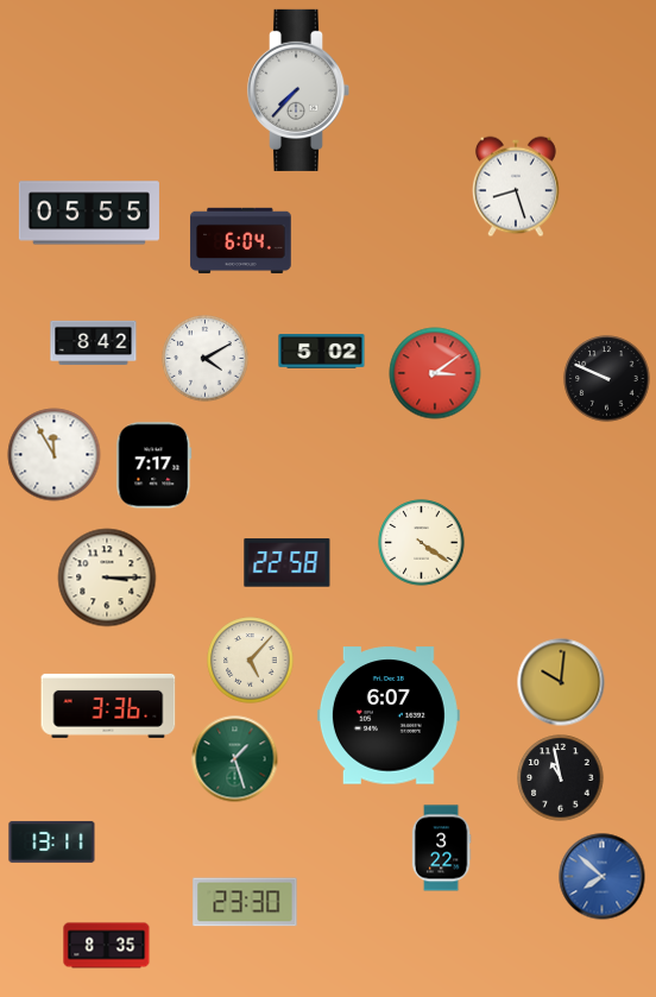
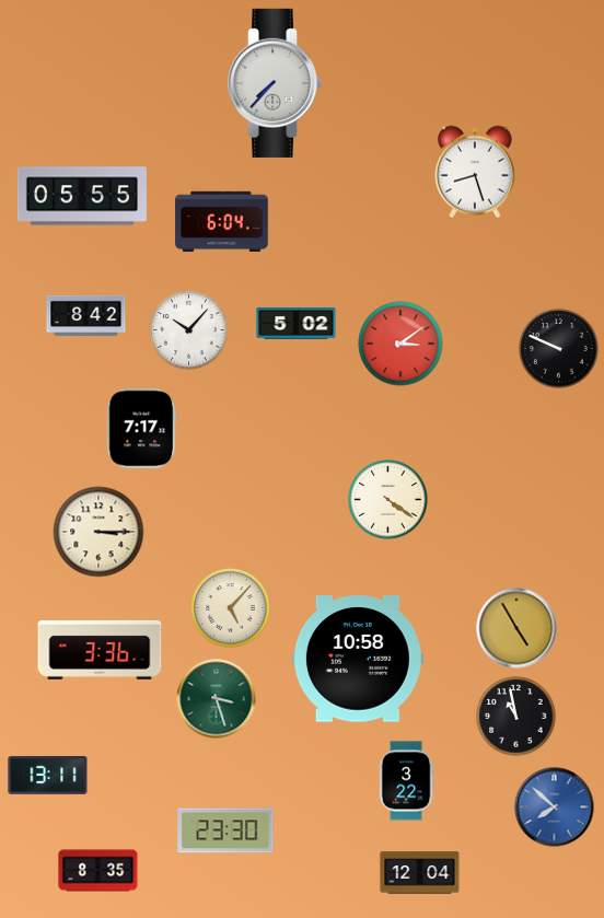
clock at (206, 359): 4:10 -> 10:07
clock at (55, 455): 11:55 -> none
clock at (288, 563): 22:58 -> none
clock at (561, 682): 10:01 -> 4:55
clock at (389, 715): 6:07 -> 10:58
clock at (235, 759): 1:27 -> 3:27
clock at (420, 873): none -> 12:04
